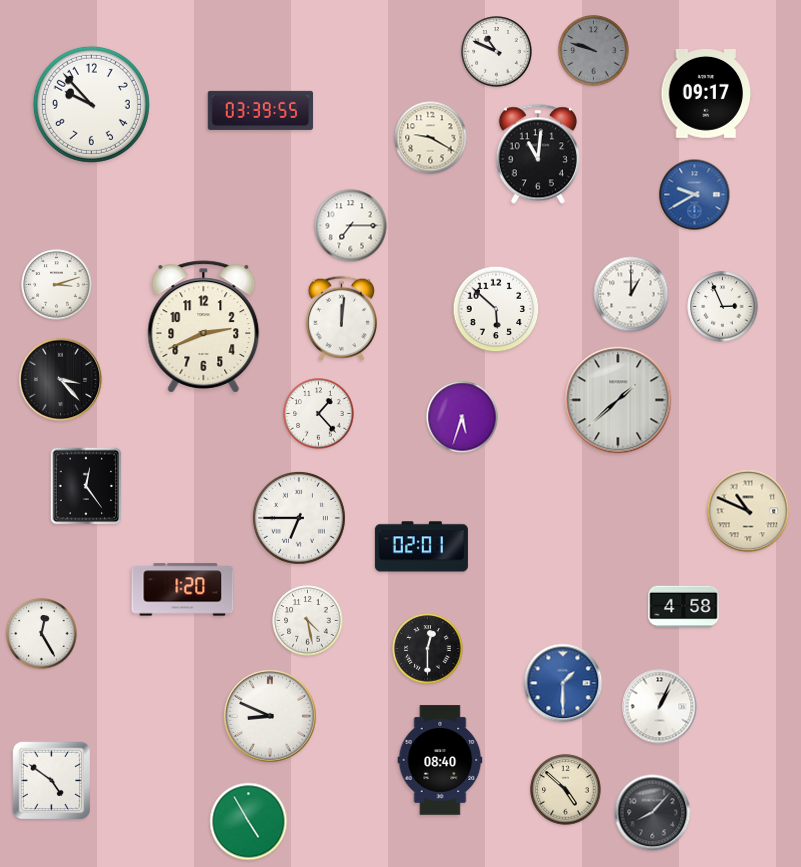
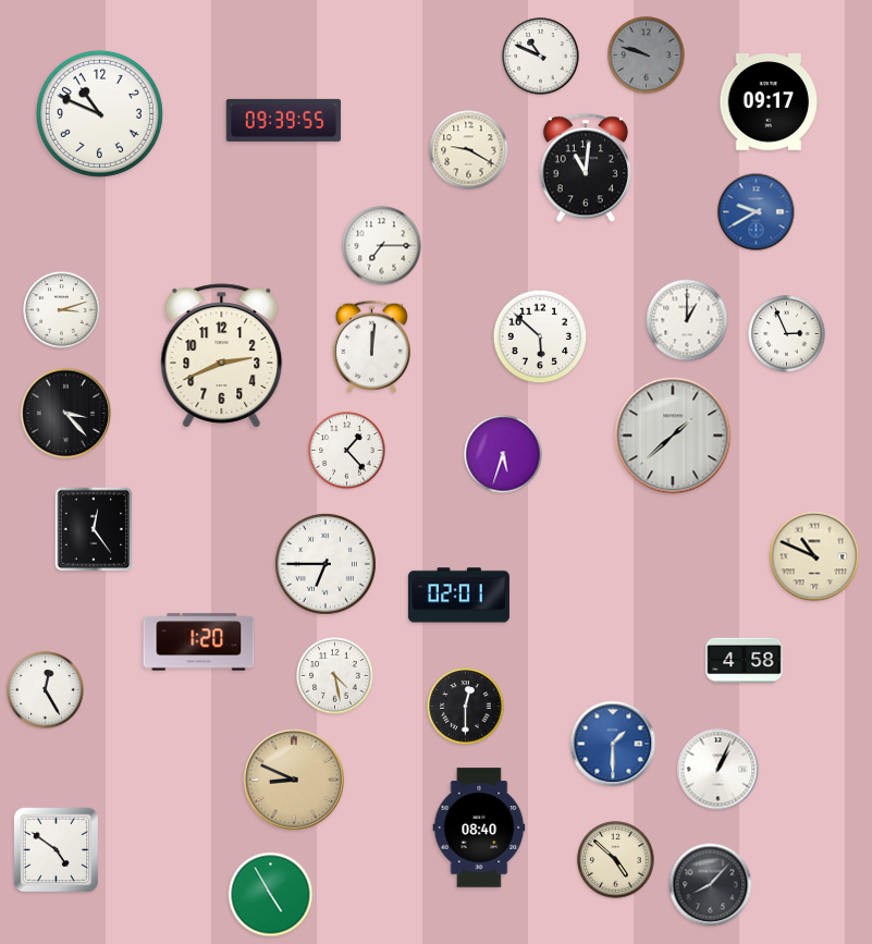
clock at (91, 104): 9:53 -> 10:49
clock at (261, 110): 03:39 -> 09:39
clock at (270, 716) dial: white -> champagne
